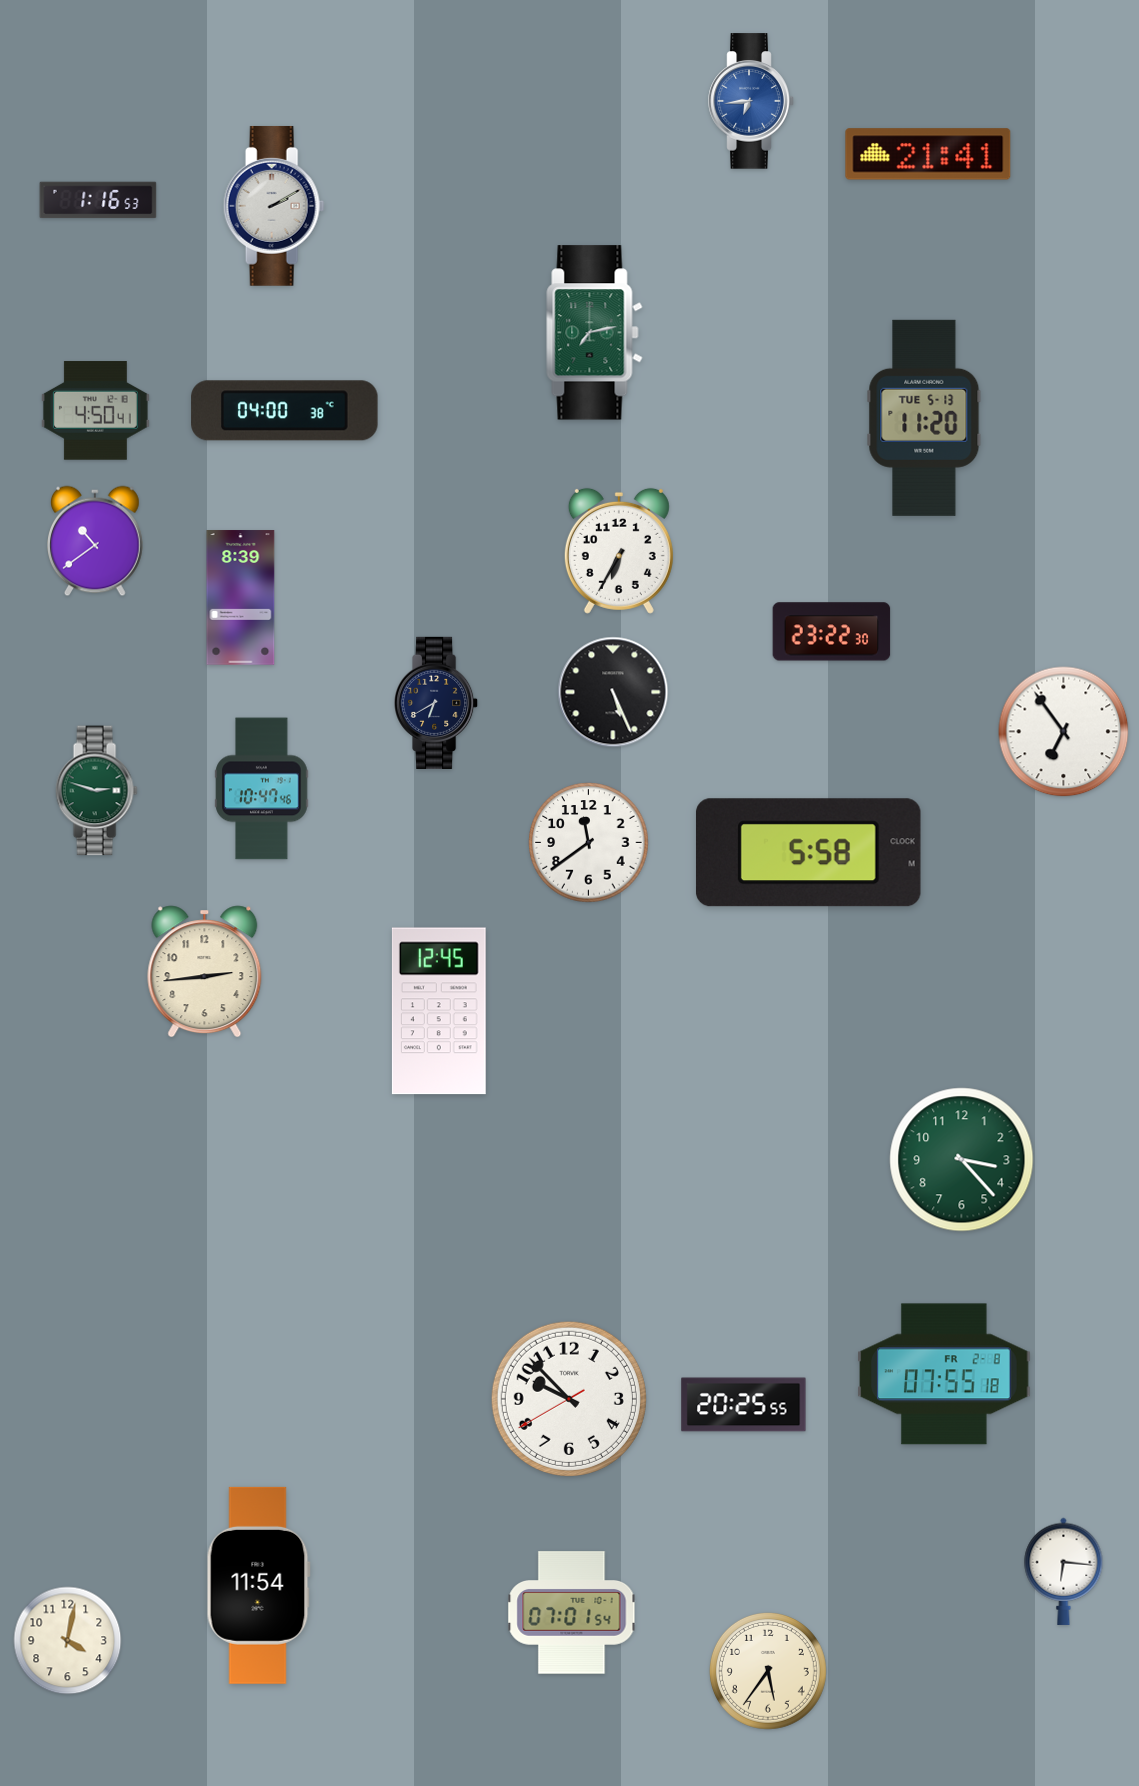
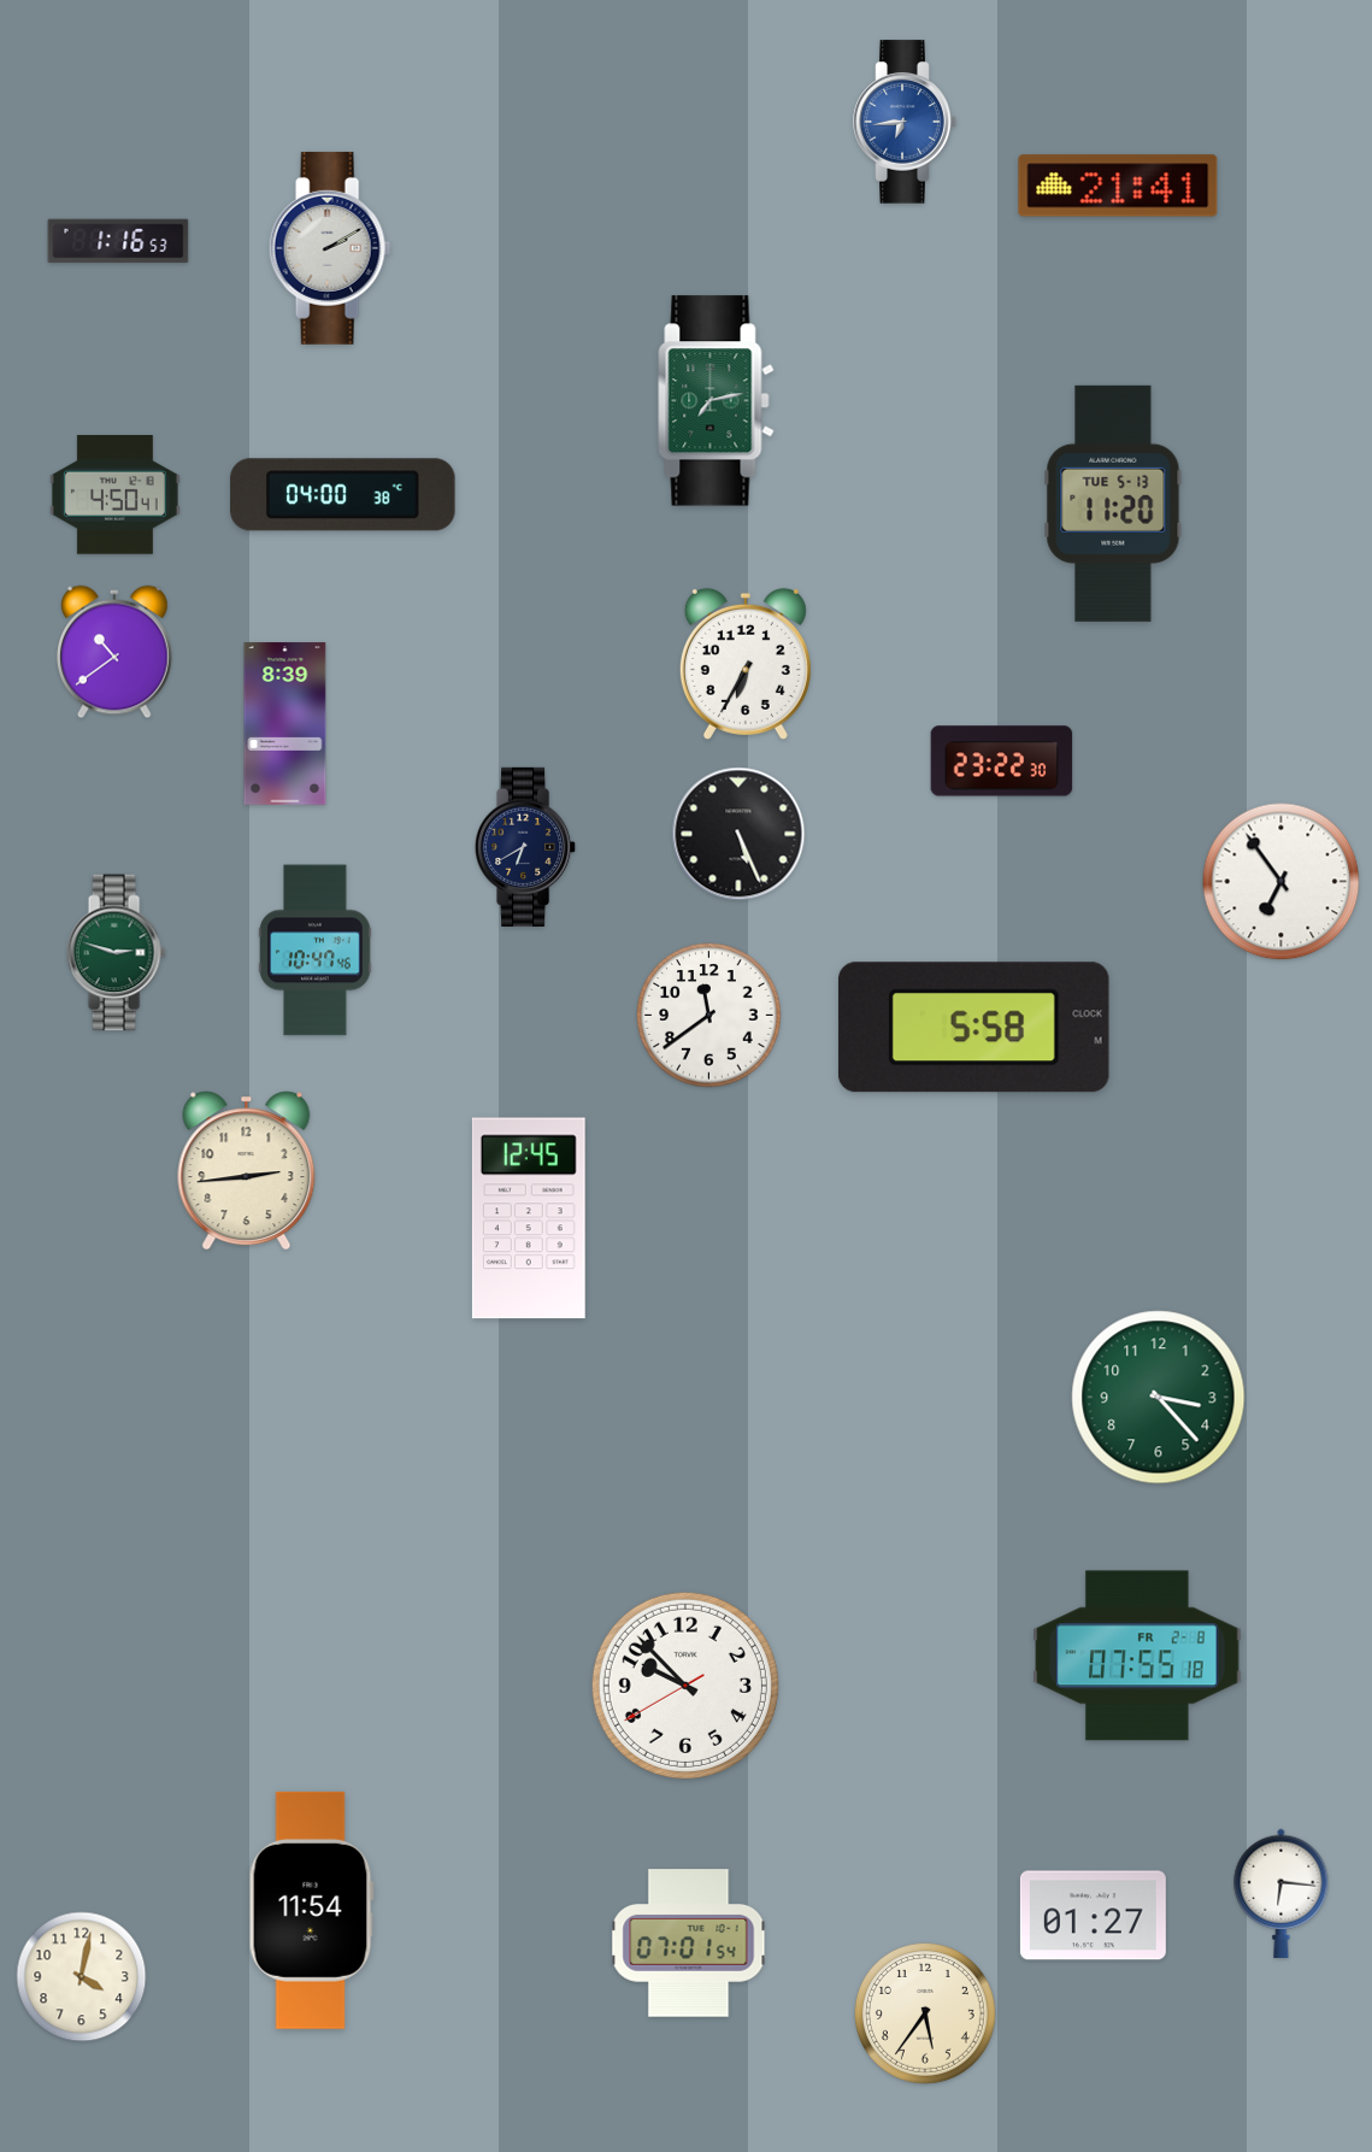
clock at (241, 598) position: (241, 598) -> (285, 724)
clock at (744, 1405): 20:25 -> none
clock at (1093, 1916): none -> 01:27
